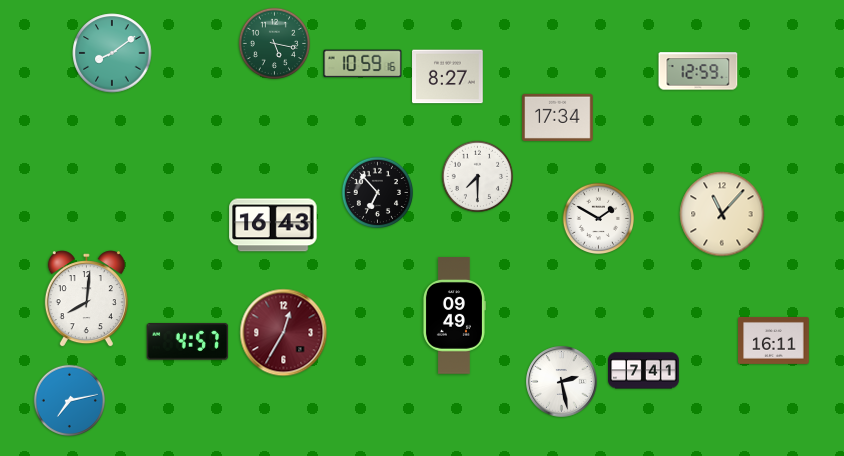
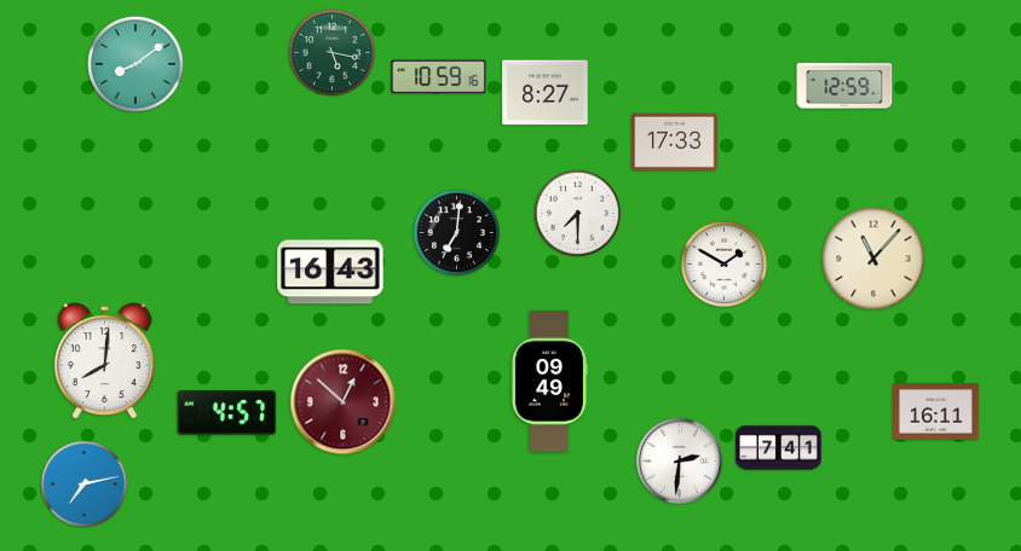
clock at (448, 77) position: (448, 77) -> (546, 93)
clock at (558, 117): 17:34 -> 17:33
clock at (377, 192): 6:53 -> 7:01
clock at (284, 333): 12:35 -> 12:52
clock at (562, 382): 2:28 -> 2:31
